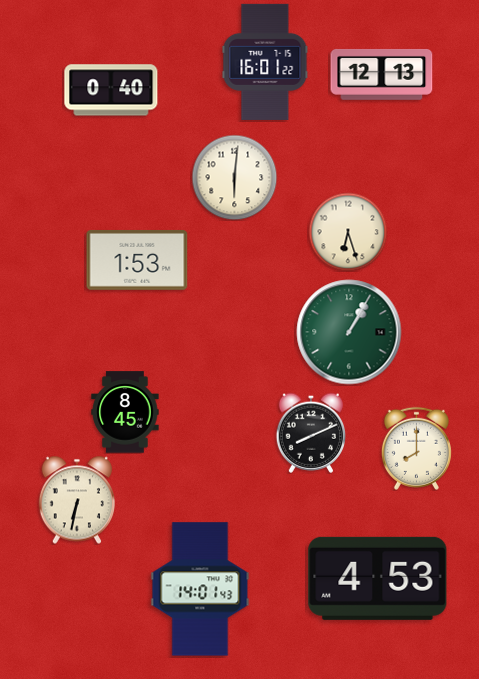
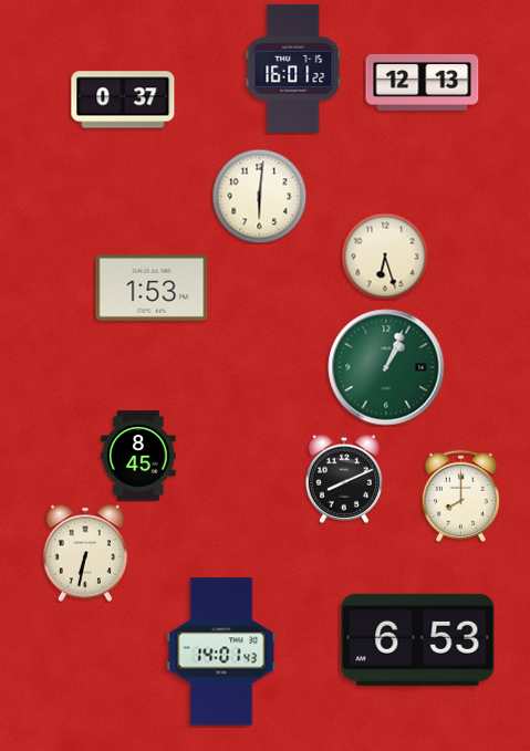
clock at (111, 90): 0:40 -> 0:37
clock at (349, 332): 1:05 -> 1:04
clock at (378, 578): 4:53 -> 6:53
